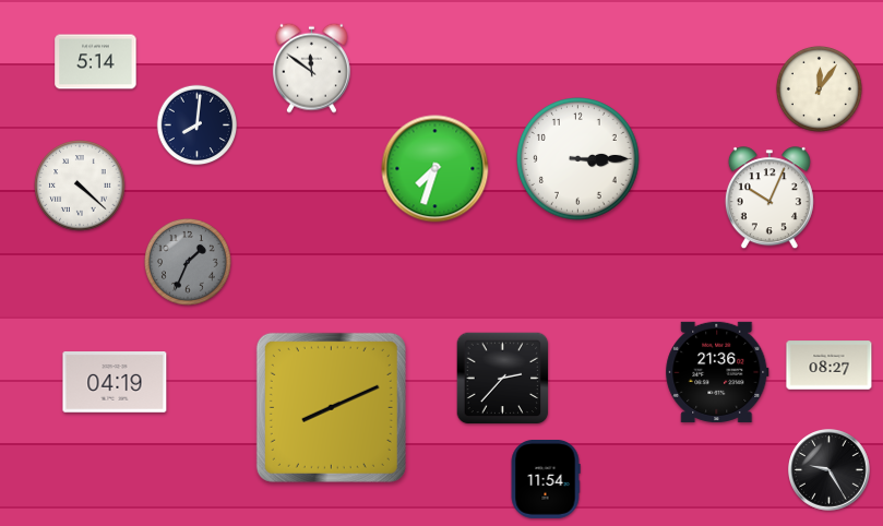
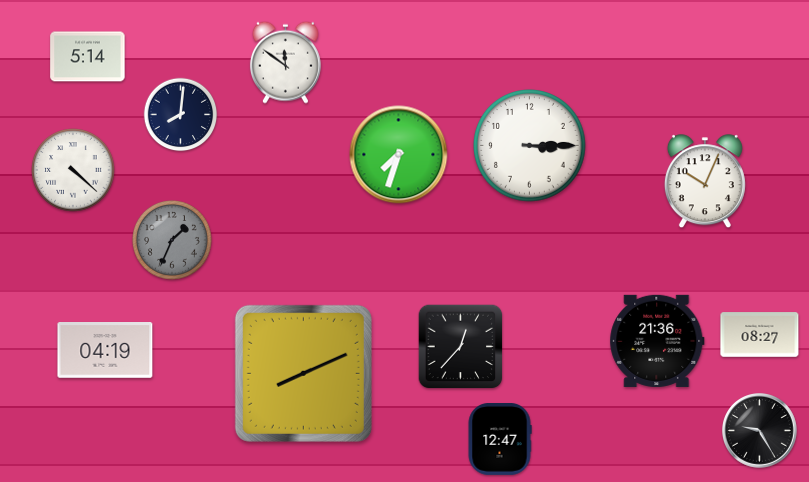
clock at (819, 88): 12:06 -> none
clock at (503, 379): 2:37 -> 12:37
clock at (546, 480): 11:54 -> 12:47
